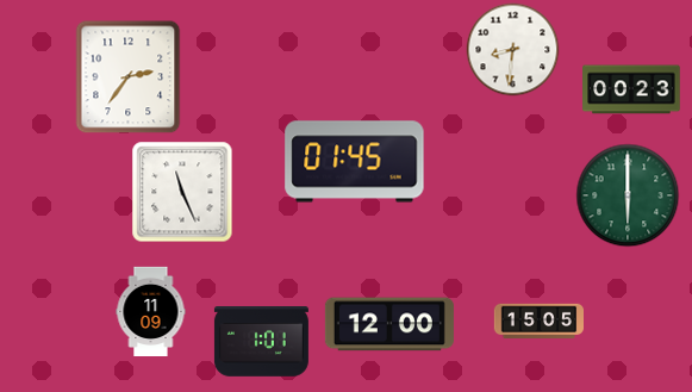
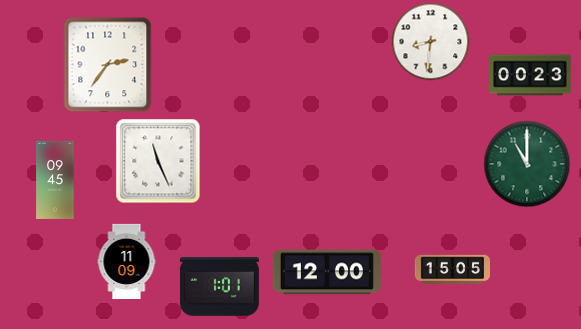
clock at (355, 162): 01:45 -> none
clock at (182, 192) position: (182, 192) -> (158, 161)
clock at (628, 195): 6:00 -> 11:00
clock at (55, 180): none -> 09:45
